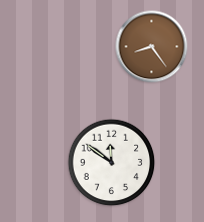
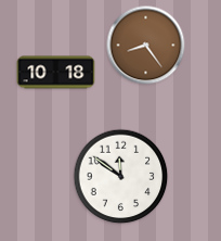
clock at (152, 47) position: (152, 47) -> (146, 46)
clock at (56, 73): none -> 10:18
